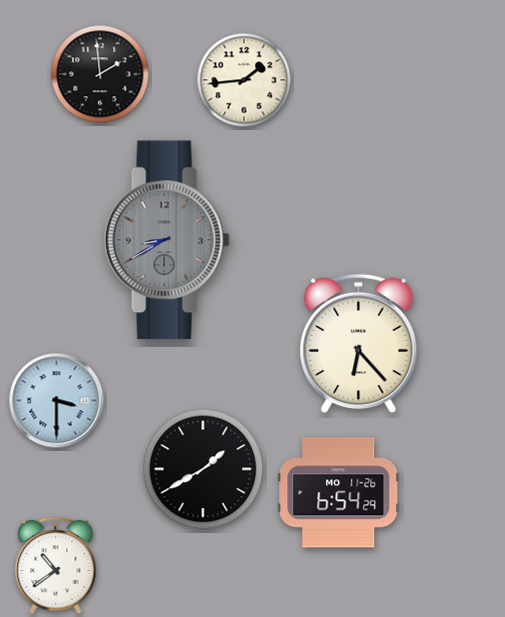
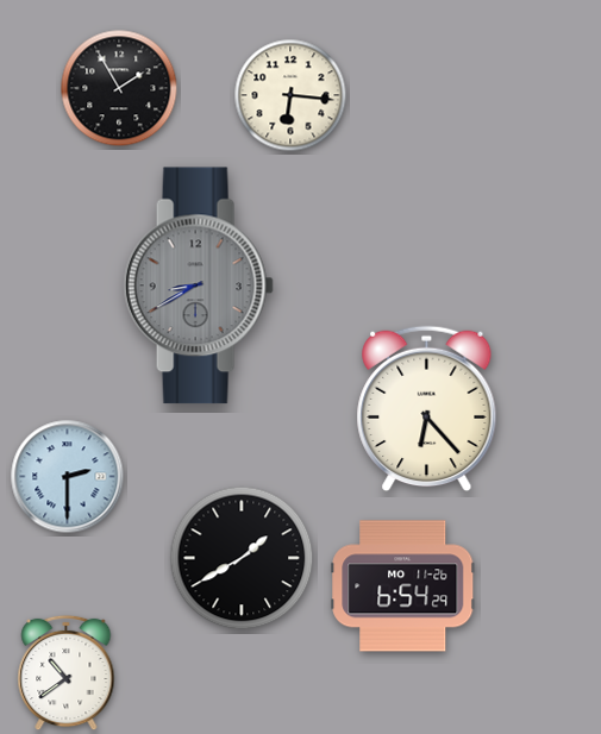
clock at (100, 74): 1:59 -> 1:55
clock at (244, 80): 1:44 -> 6:16
clock at (57, 401): 3:30 -> 2:30
